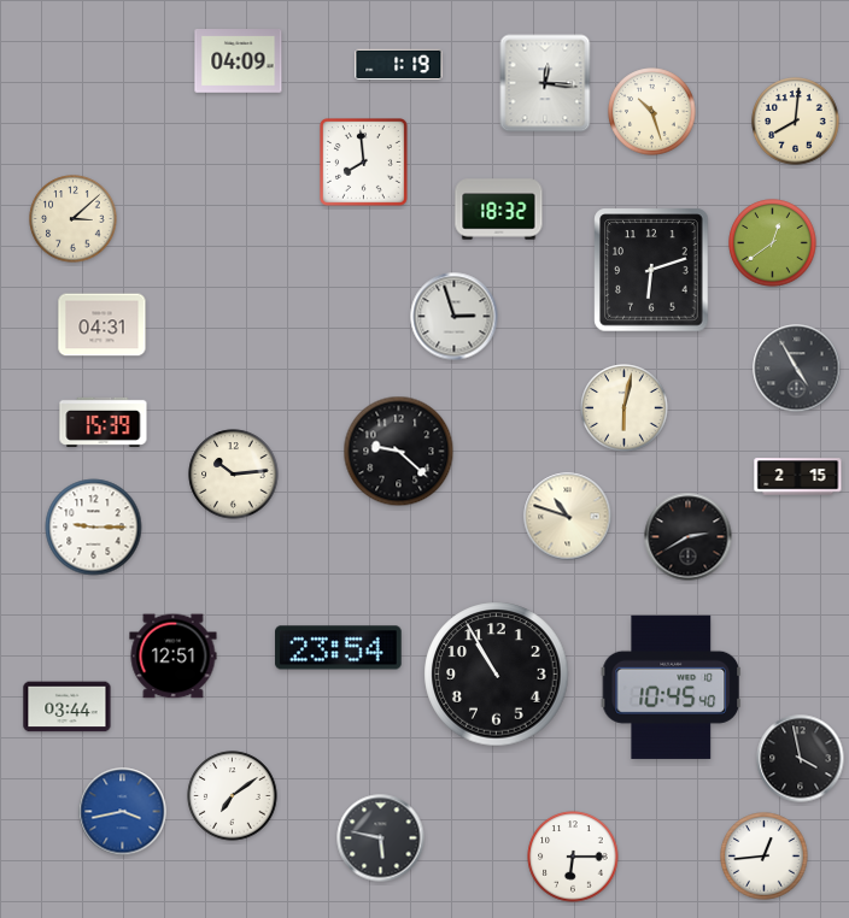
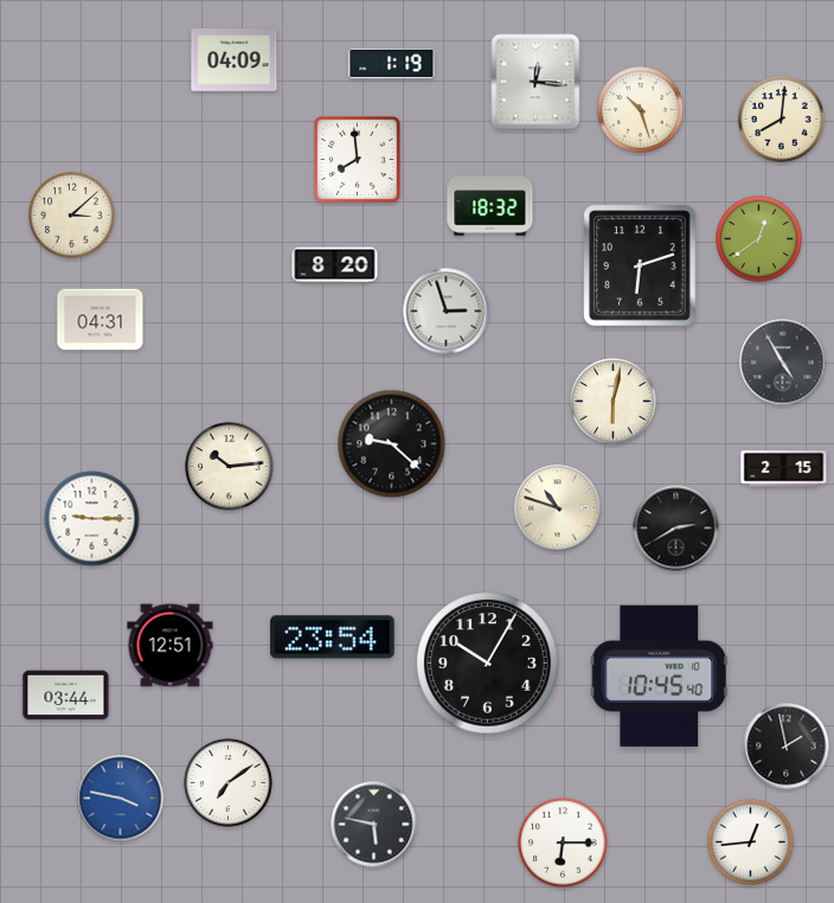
clock at (335, 265): none -> 8:20
clock at (104, 422): 15:39 -> none
clock at (497, 675): 10:55 -> 10:05
clock at (801, 759): 3:58 -> 1:58
clock at (123, 812): 3:43 -> 3:47
